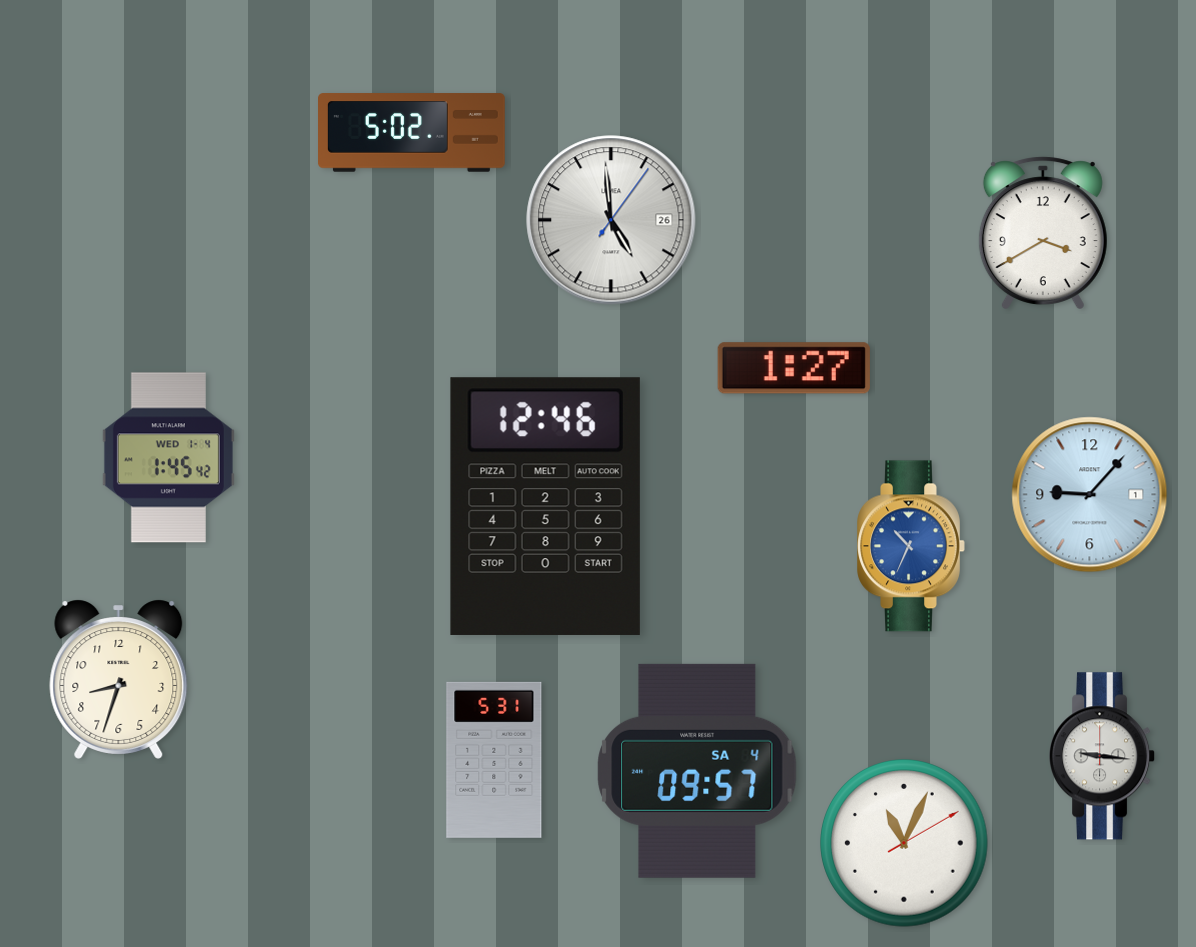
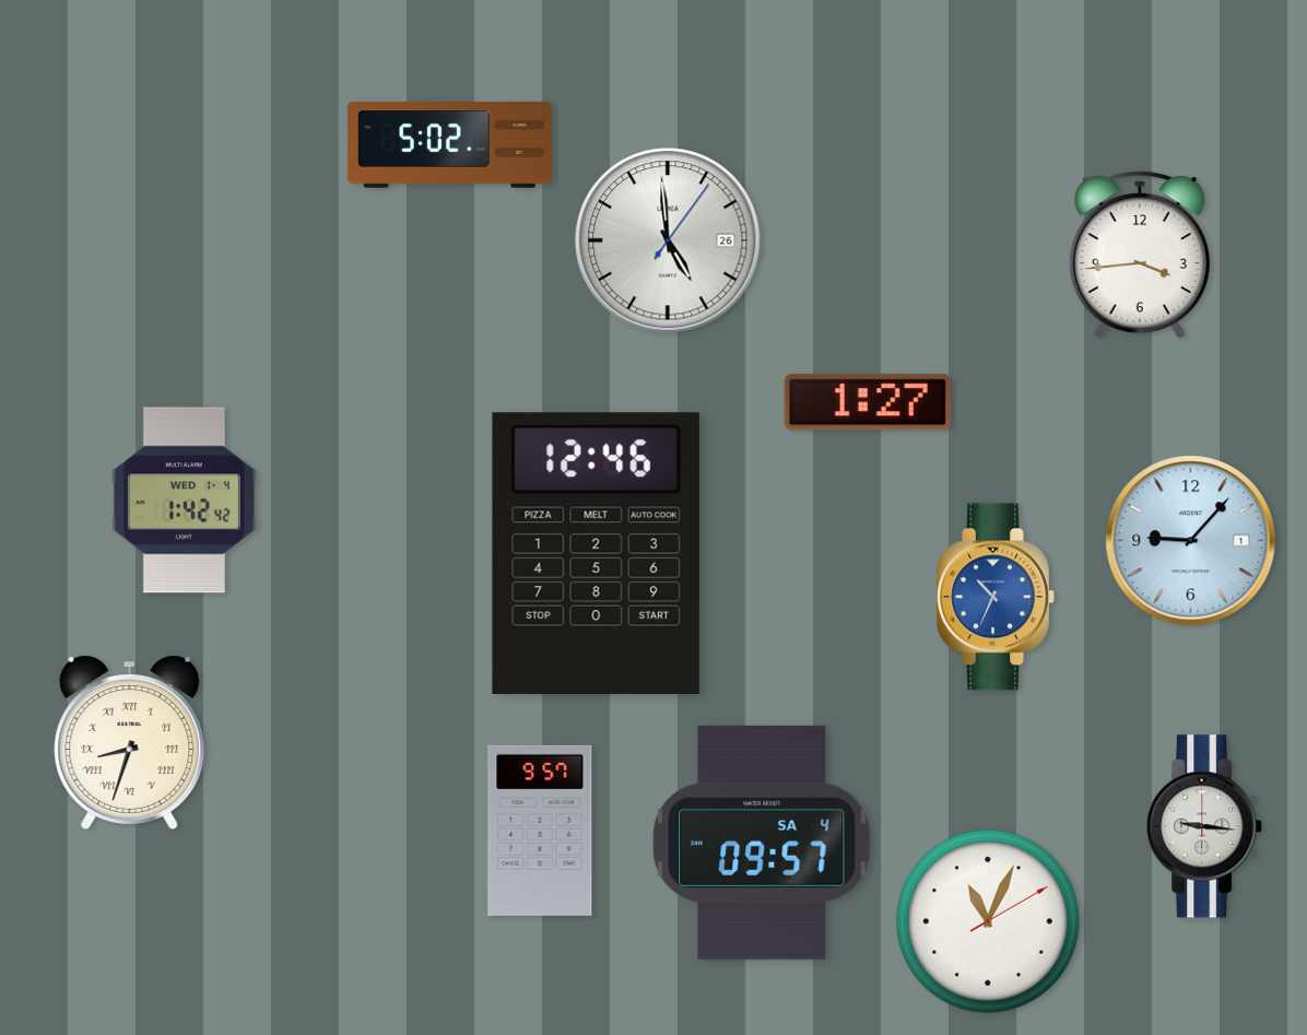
clock at (1043, 233): 3:40 -> 3:44
clock at (168, 458): 1:45 -> 1:42
clock at (119, 679) numerals: Arabic -> Roman
clock at (494, 760): 5:31 -> 9:57
